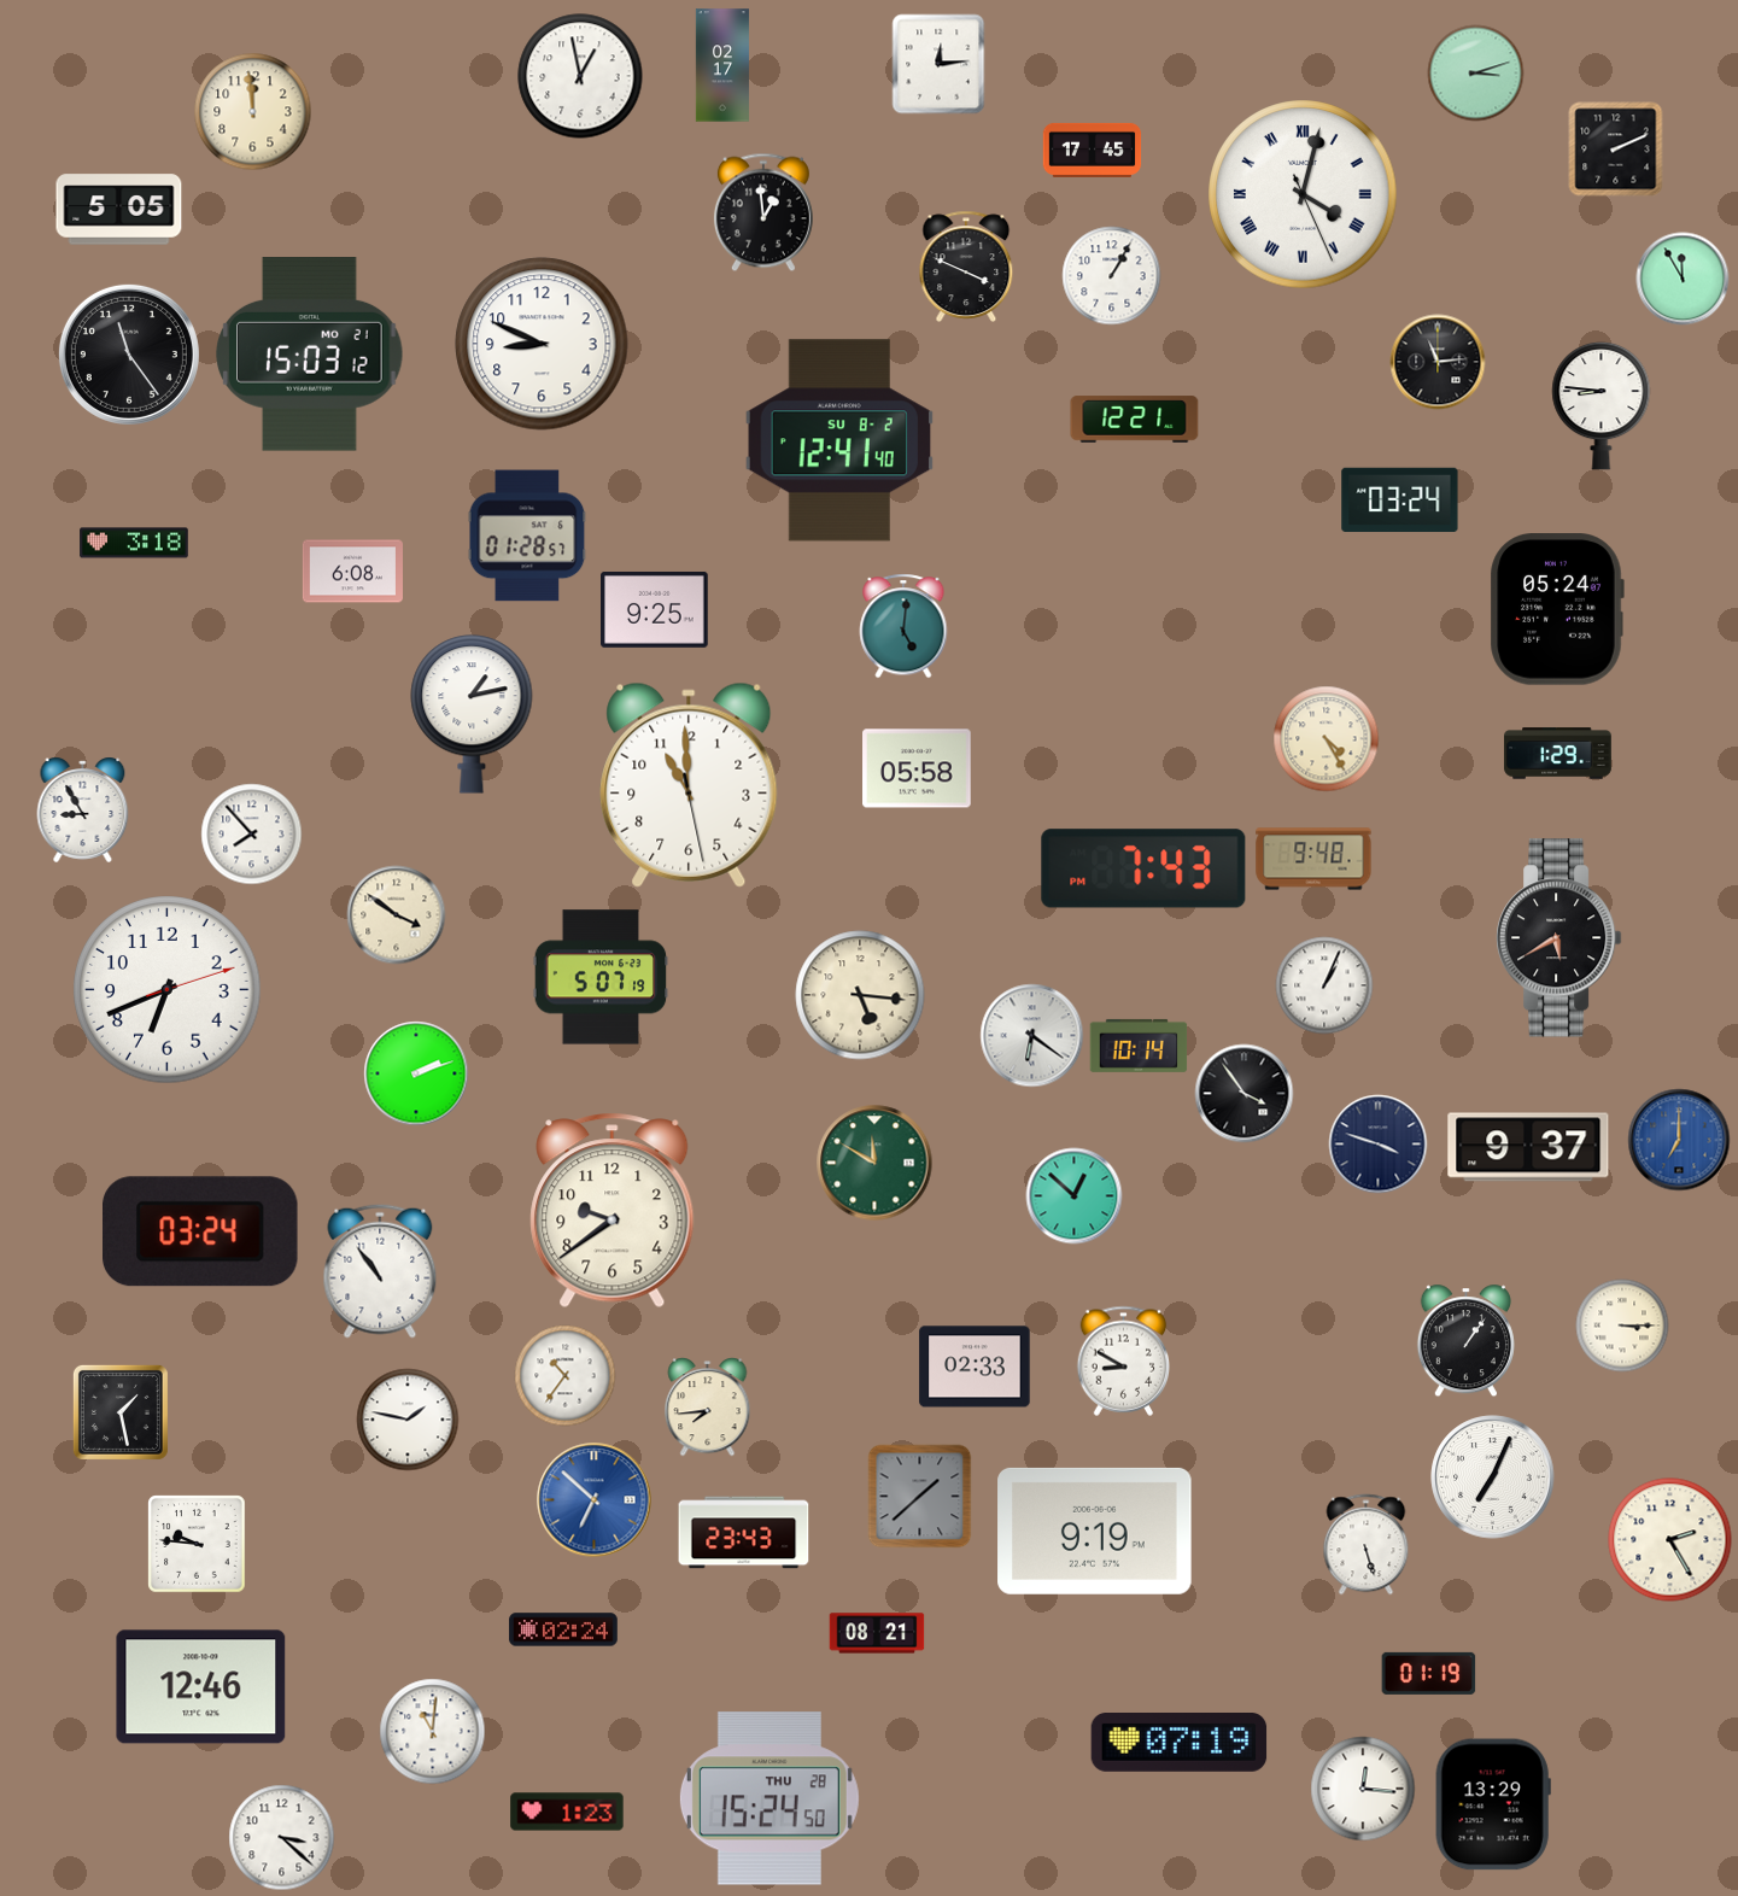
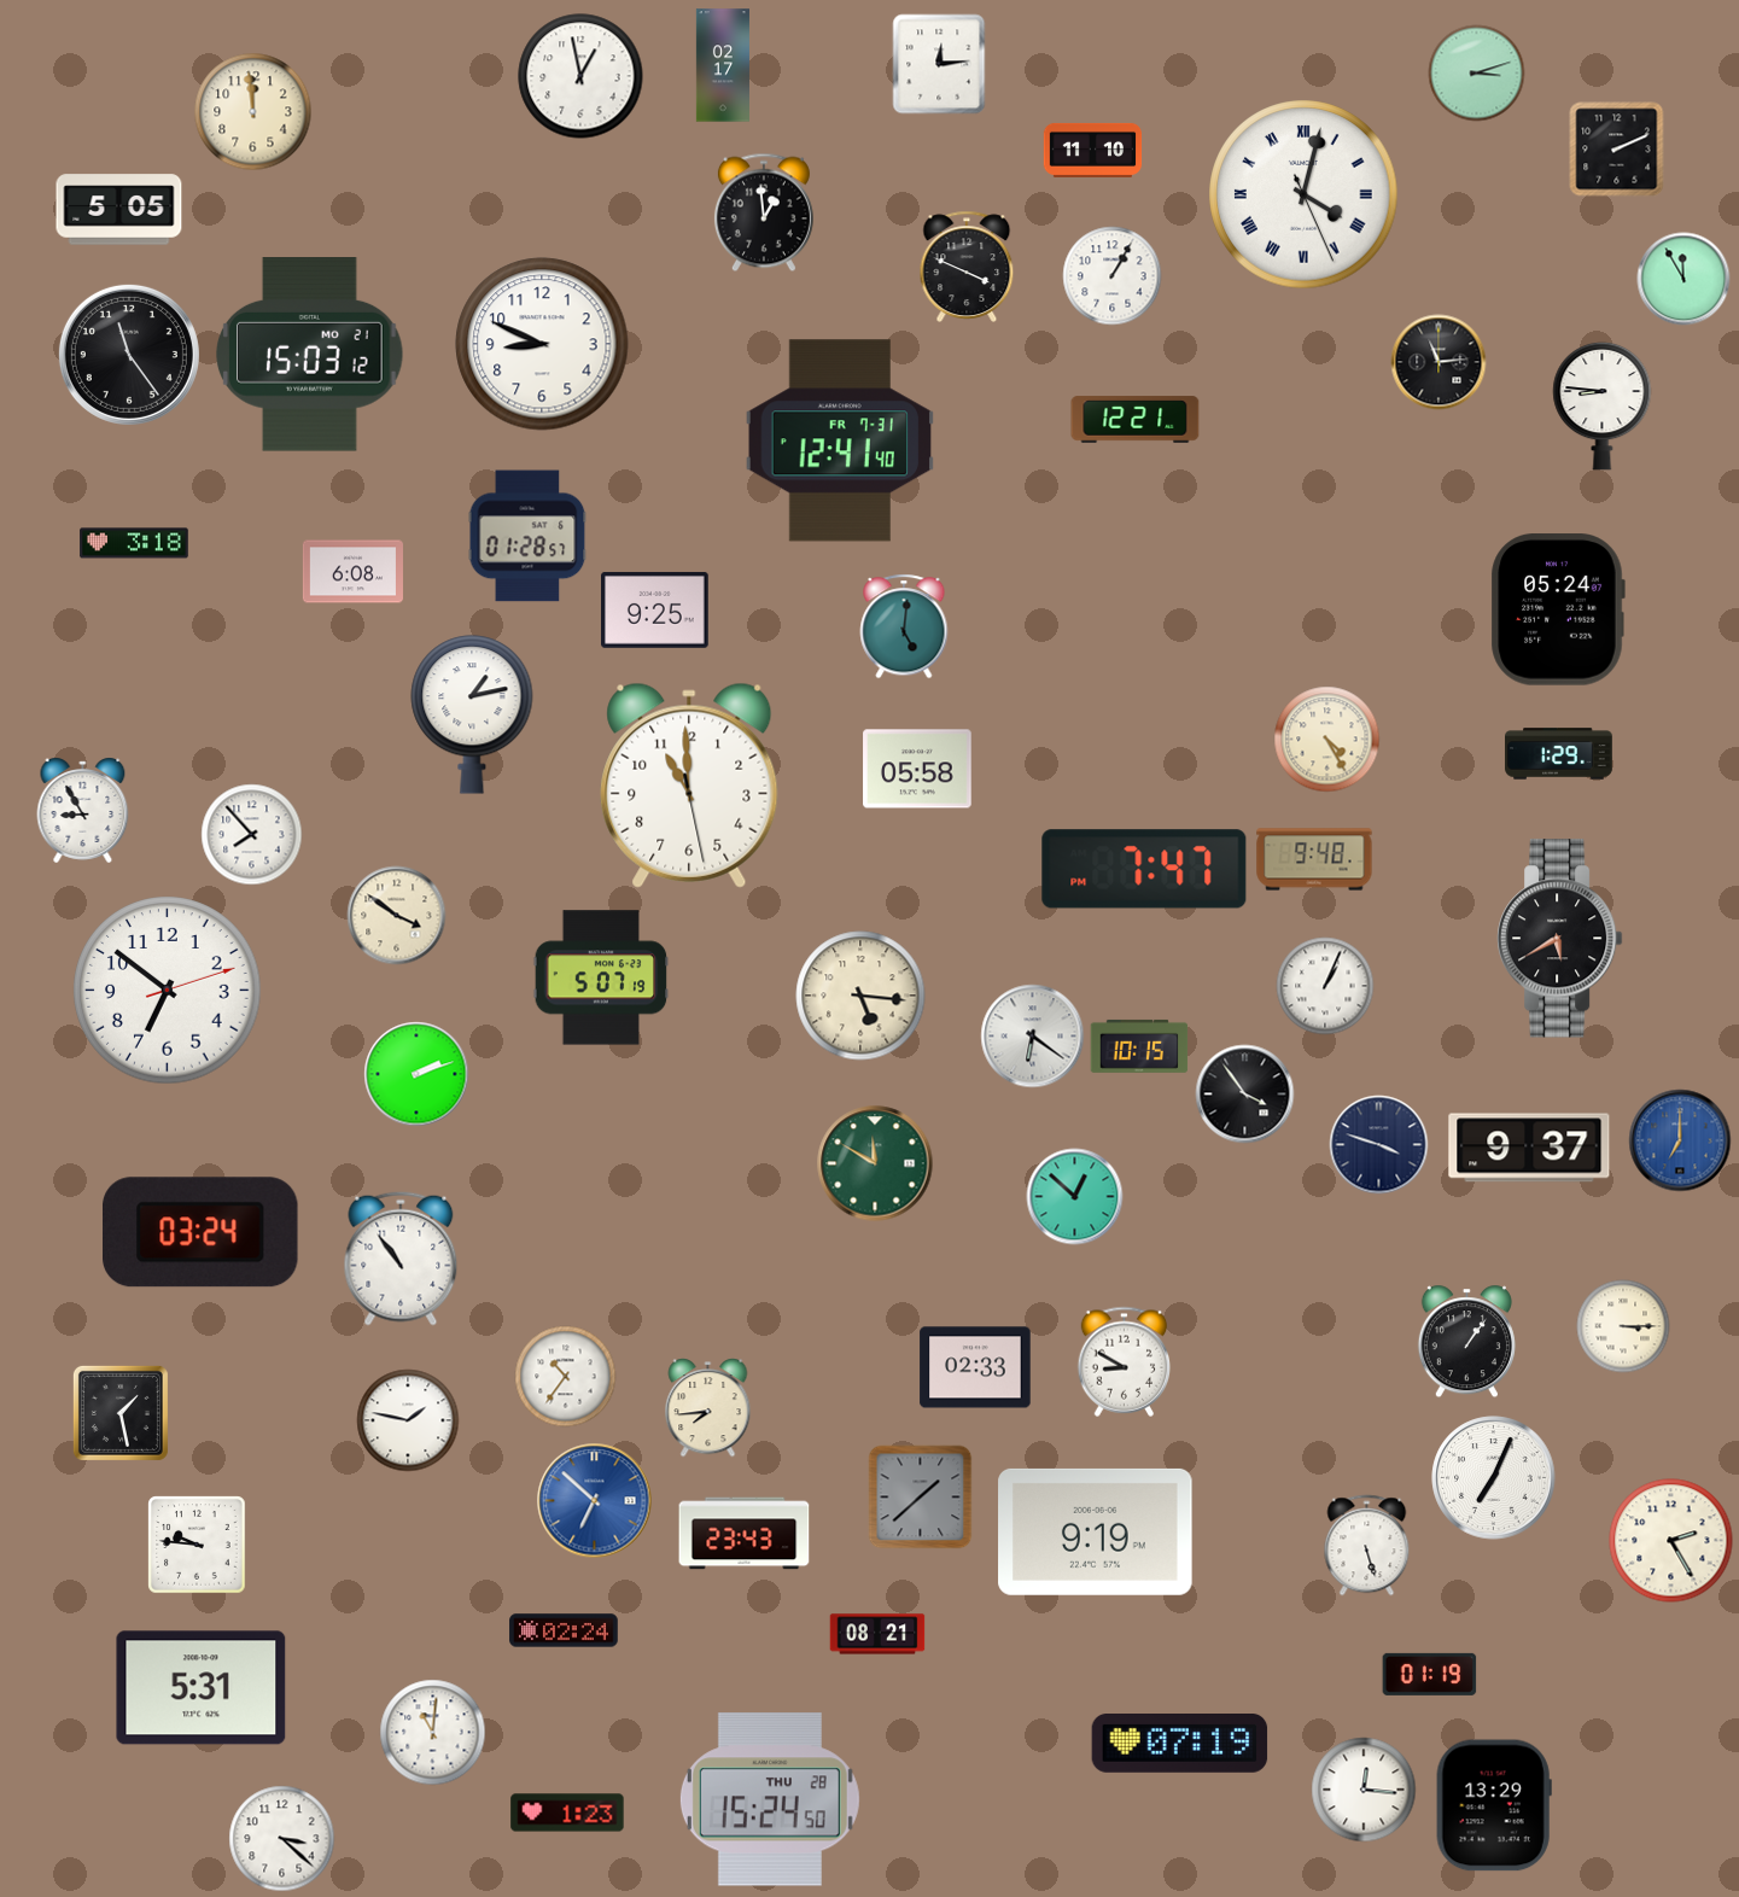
clock at (1093, 150): 17:45 -> 11:10
clock at (838, 440) date: SU 8-2 -> FR 7-31
clock at (1400, 501): 03:24 -> none
clock at (1143, 868): 7:43 -> 7:47
clock at (168, 990): 6:41 -> 6:51
clock at (1139, 1046): 10:14 -> 10:15
clock at (613, 1211): 9:39 -> none
clock at (380, 1271) position: (380, 1271) -> (401, 1259)
clock at (201, 1687): 12:46 -> 5:31
